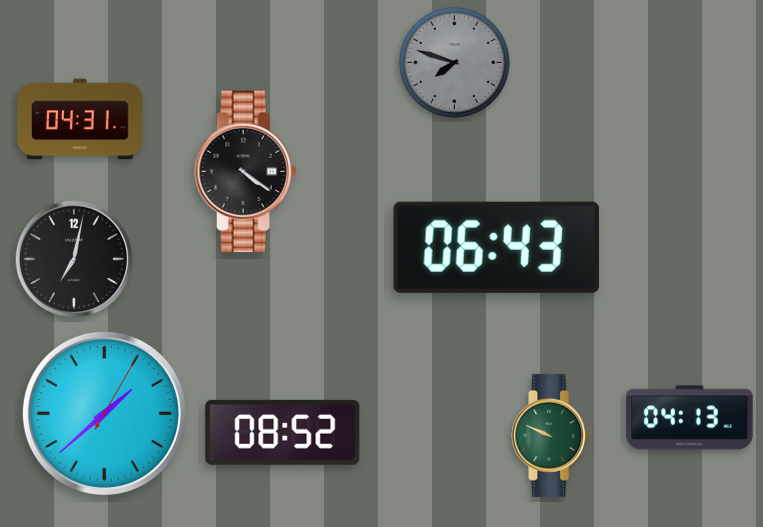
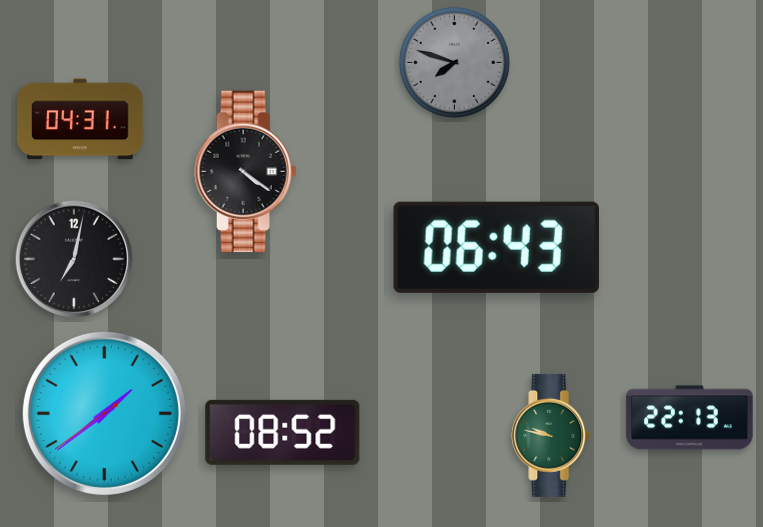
clock at (104, 413): 1:38:05 -> 1:38:39
clock at (690, 418): 04:13 -> 22:13
clock at (551, 435): 9:49 -> 9:47
